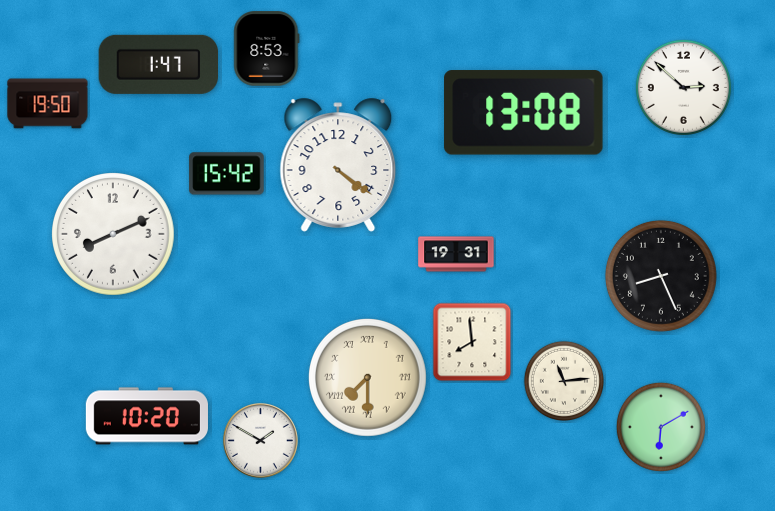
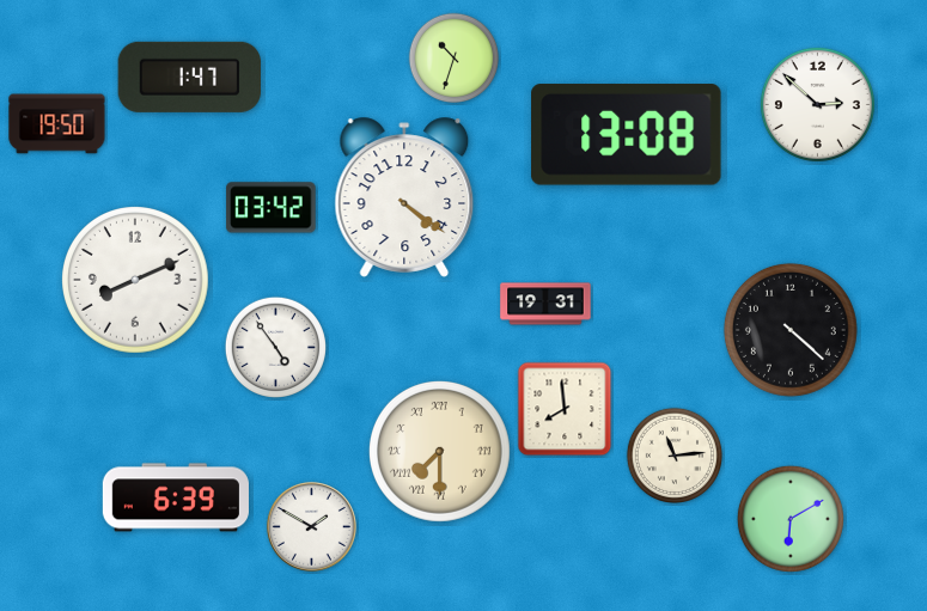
clock at (267, 49): 8:53 -> none
clock at (455, 59): none -> 10:33
clock at (227, 174): 15:42 -> 03:42
clock at (661, 276): 8:26 -> 4:22
clock at (275, 347): none -> 4:54
clock at (147, 416): 10:20 -> 6:39
clock at (661, 427) position: (661, 427) -> (791, 519)
